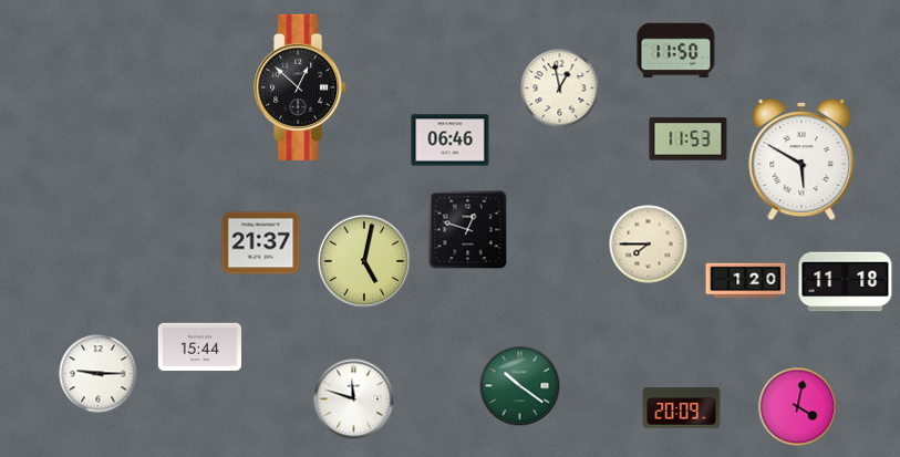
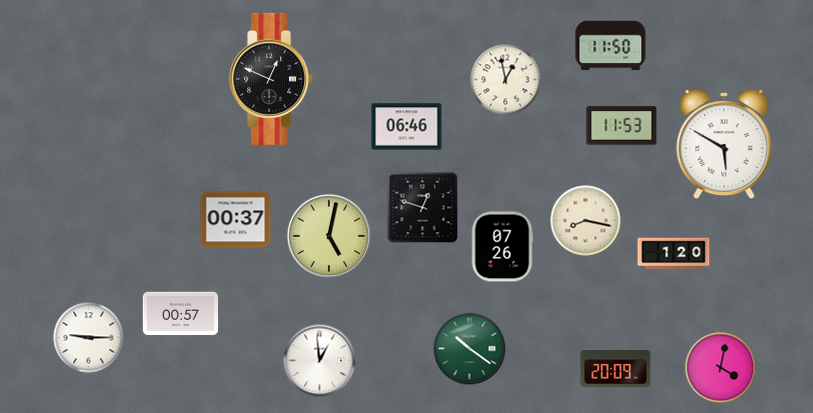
clock at (301, 87): 12:52 -> 12:49
clock at (261, 243): 21:37 -> 00:37
clock at (649, 245): 7:45 -> 8:17
clock at (502, 247): none -> 07:26
clock at (846, 282): 11:18 -> none
clock at (200, 347): 15:44 -> 00:57
clock at (354, 399): 11:48 -> 12:59
